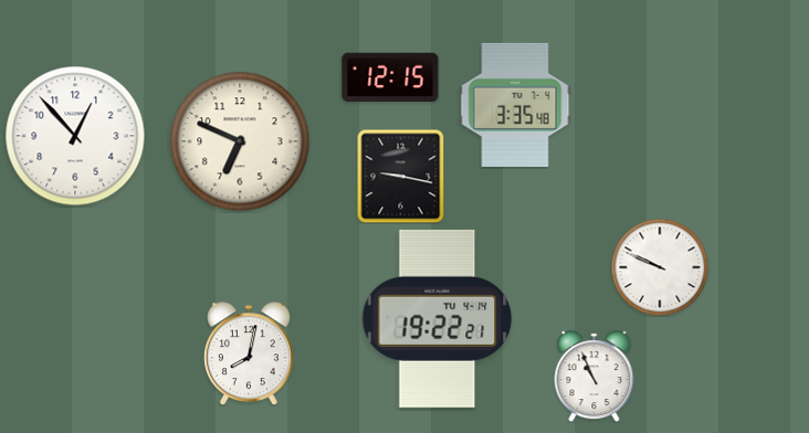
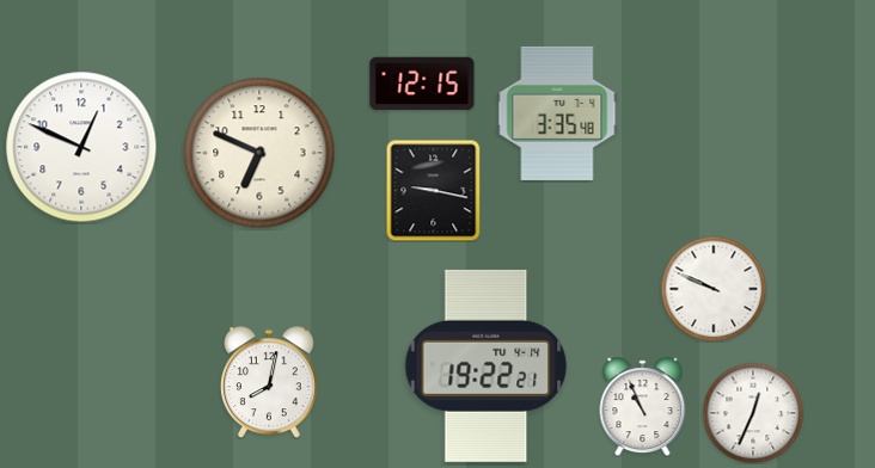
clock at (75, 136): 12:53 -> 12:49
clock at (438, 318) position: (438, 318) -> (487, 365)
clock at (753, 413): none -> 12:34
